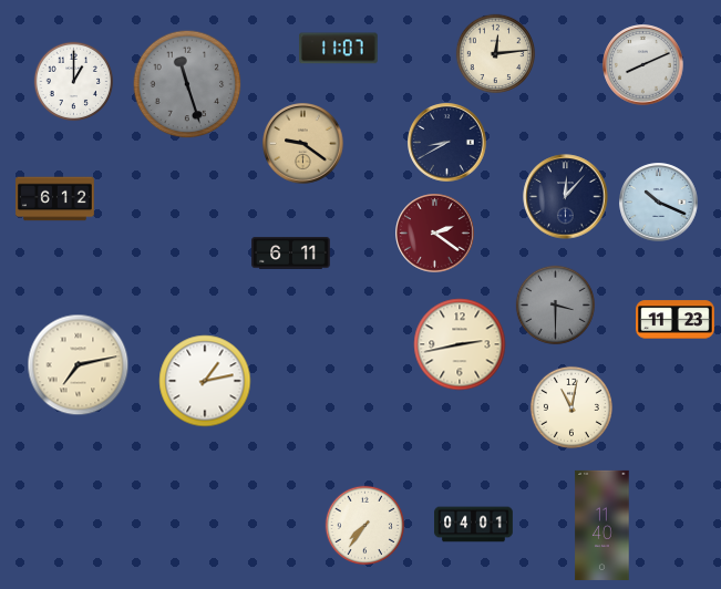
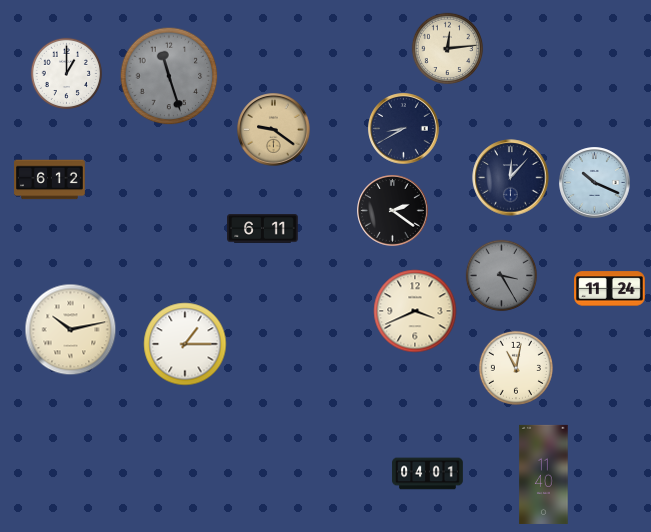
clock at (339, 49): 11:07 -> none
clock at (643, 65): 8:11 -> none
clock at (435, 234) dial: burgundy -> black
clock at (556, 306): 3:30 -> 3:25
clock at (676, 320): 11:23 -> 11:24
clock at (460, 344): 2:43 -> 3:41
clock at (79, 365): 7:13 -> 10:13
clock at (205, 381): 1:13 -> 1:15
clock at (365, 526): 7:36 -> none
